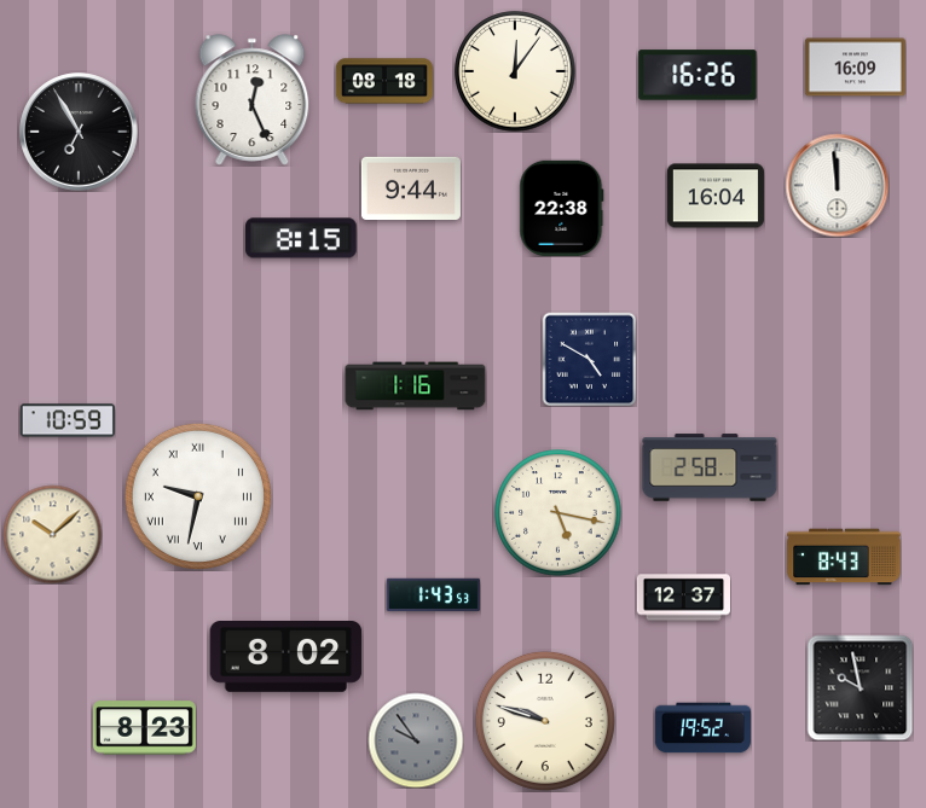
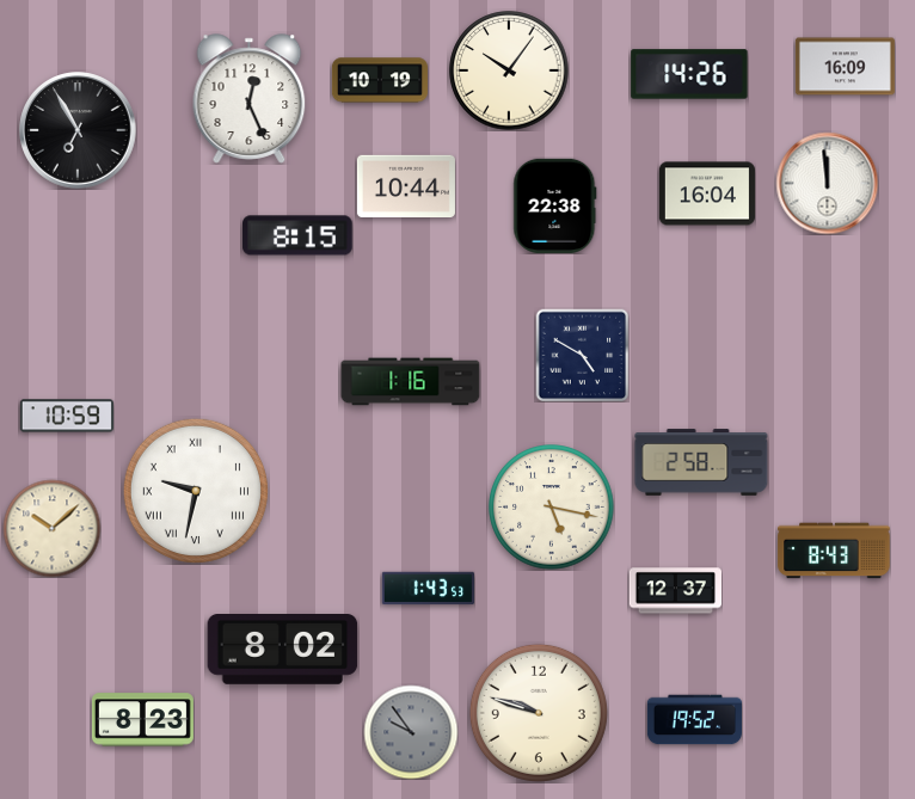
clock at (515, 71): 12:06 -> 10:06
clock at (698, 75): 16:26 -> 14:26
clock at (384, 81): 08:18 -> 10:19
clock at (411, 187): 9:44 -> 10:44
clock at (860, 687): 9:58 -> none
